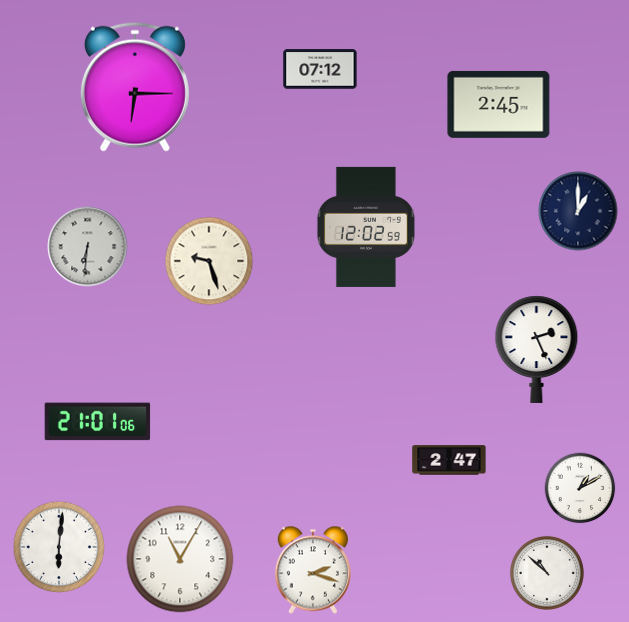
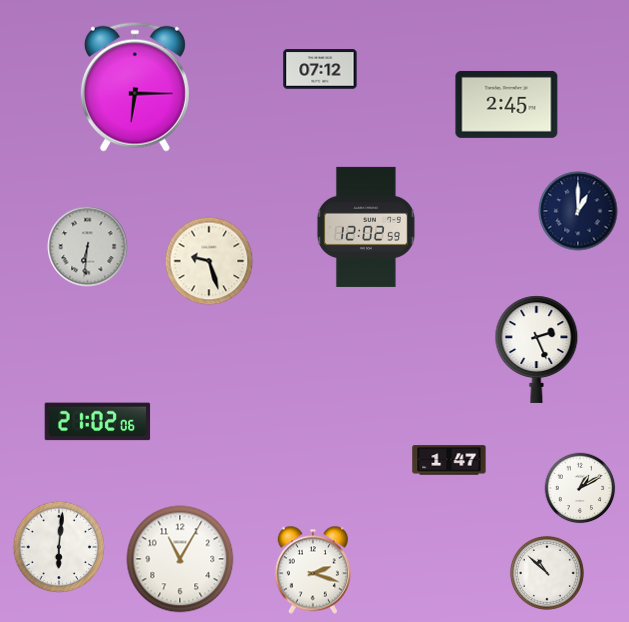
clock at (499, 104) position: (499, 104) -> (507, 104)
clock at (98, 422): 21:01 -> 21:02
clock at (449, 460): 2:47 -> 1:47
